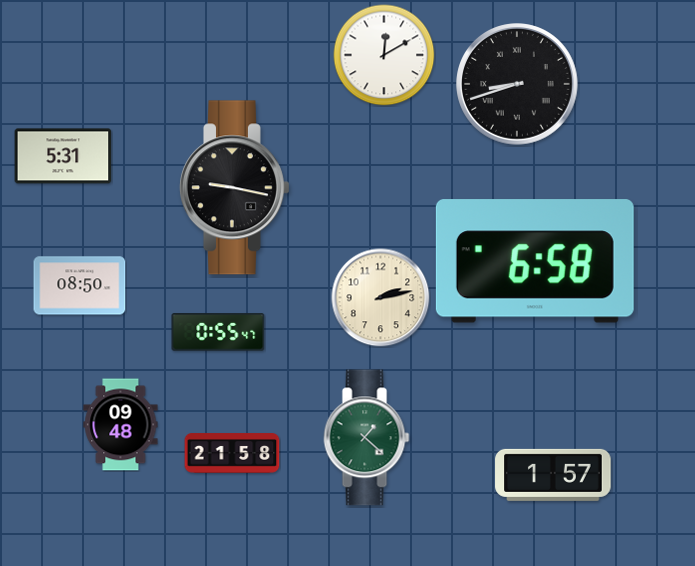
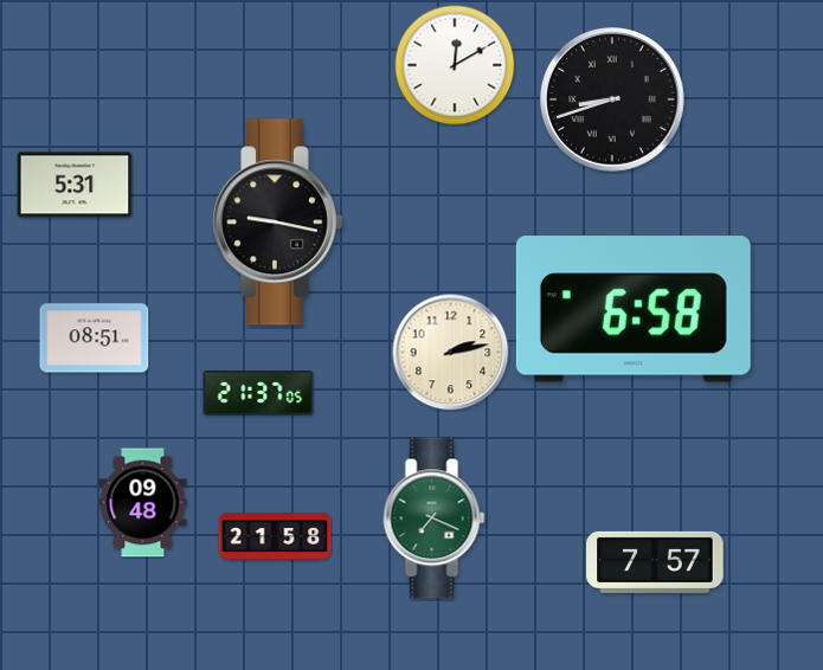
clock at (80, 286): 08:50 -> 08:51
clock at (218, 332): 0:55 -> 21:37
clock at (367, 438): 1:22 -> 7:19
clock at (553, 475): 1:57 -> 7:57
